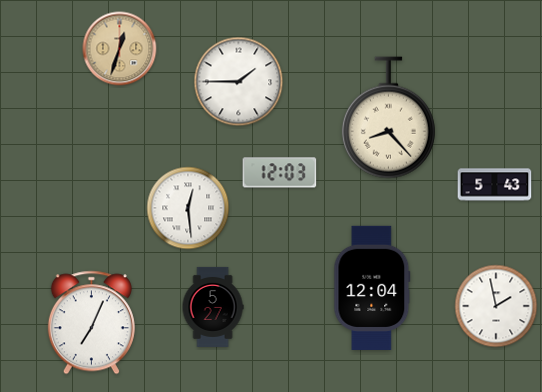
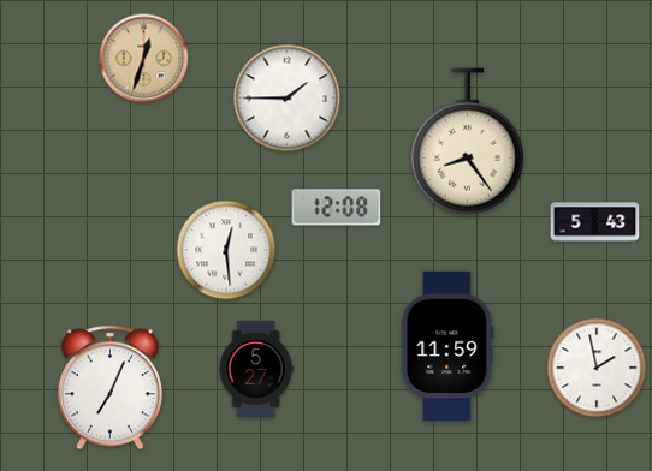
clock at (388, 118): 8:23 -> 8:24
clock at (280, 173): 12:03 -> 12:08
clock at (372, 288): 12:04 -> 11:59
